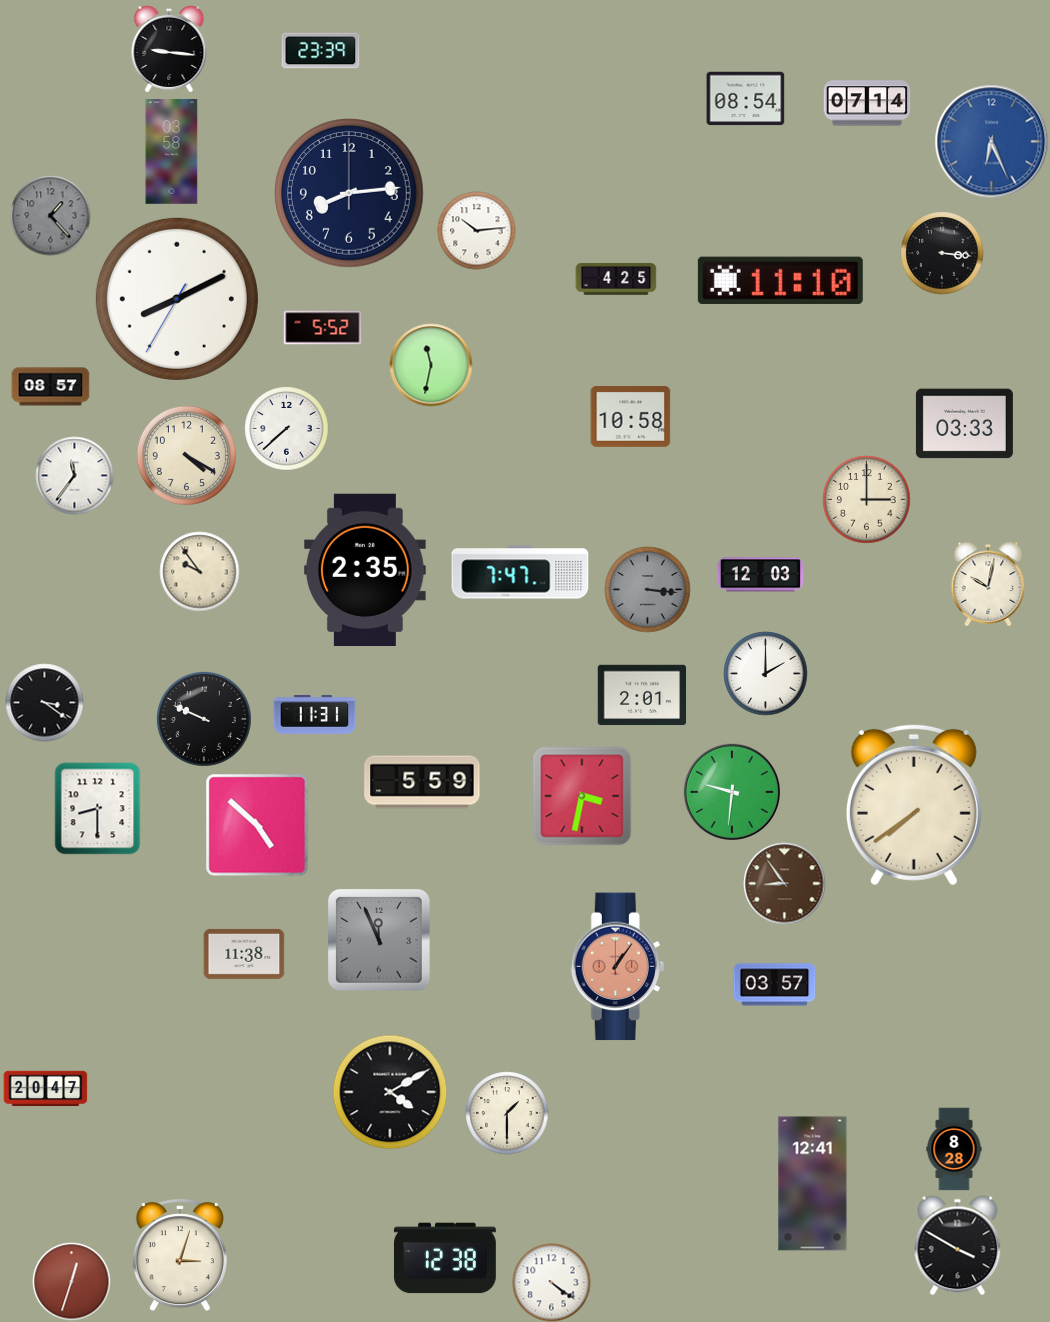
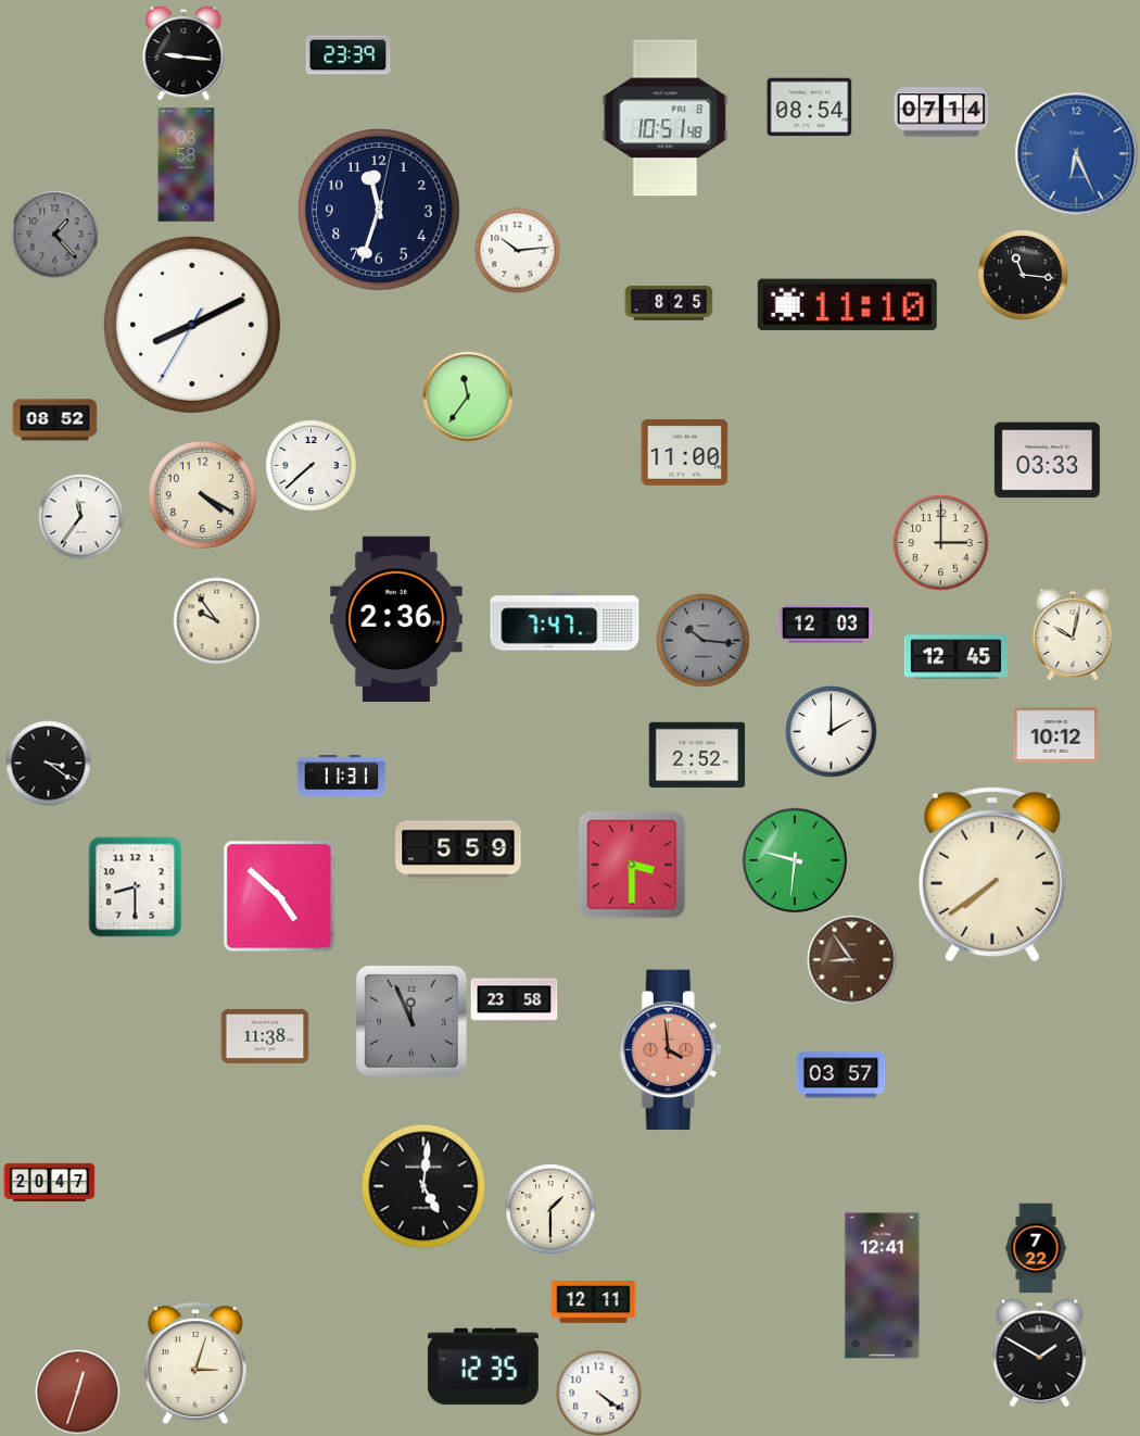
clock at (666, 118): none -> 10:51
clock at (349, 193): 8:14 -> 11:33
clock at (942, 253): 3:16 -> 11:16
clock at (616, 279): 4:25 -> 8:25
clock at (322, 328): 5:52 -> none
clock at (431, 365): 11:32 -> 11:36
clock at (50, 387): 08:57 -> 08:52
clock at (630, 417): 10:58 -> 11:00
clock at (365, 569): 2:35 -> 2:36
clock at (647, 589): 3:16 -> 10:16
clock at (955, 657): none -> 12:45
clock at (1055, 735): none -> 10:12
clock at (642, 695): 2:01 -> 2:52
clock at (204, 719): 9:49 -> none
clock at (582, 796): 3:32 -> 3:30
clock at (98, 808) position: (98, 808) -> (136, 886)
clock at (514, 1000): none -> 23:58
clock at (617, 967): 1:06 -> 3:59
clock at (774, 985) position: (774, 985) -> (840, 1075)
clock at (390, 1092): 4:10 -> 5:01
clock at (954, 1149): 8:28 -> 7:22
clock at (593, 1302): none -> 12:11
clock at (958, 1245): 3:50 -> 1:50
clock at (445, 1258): 12:38 -> 12:35
